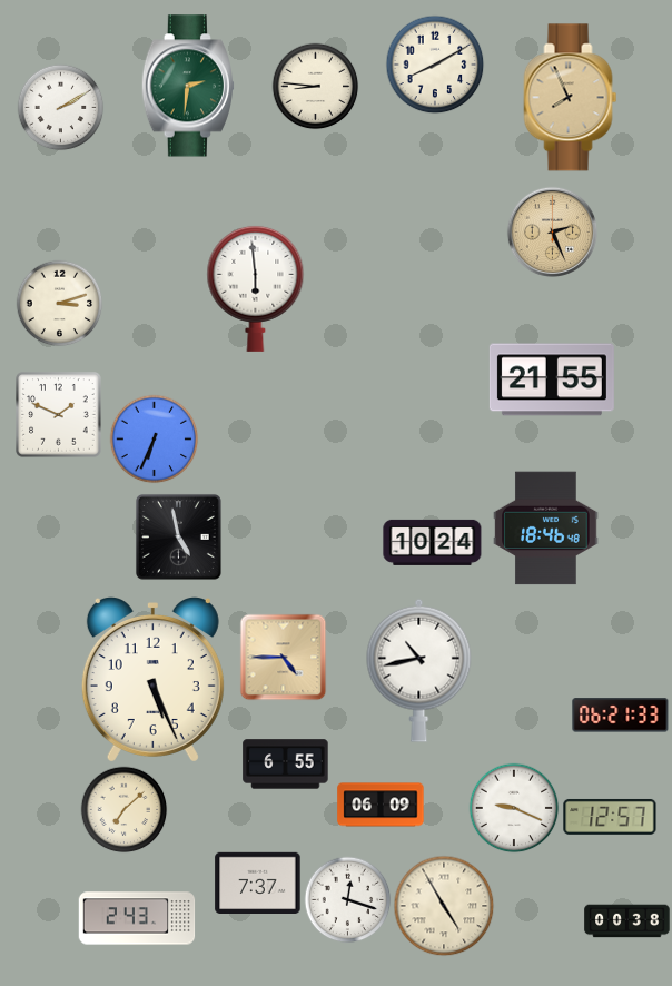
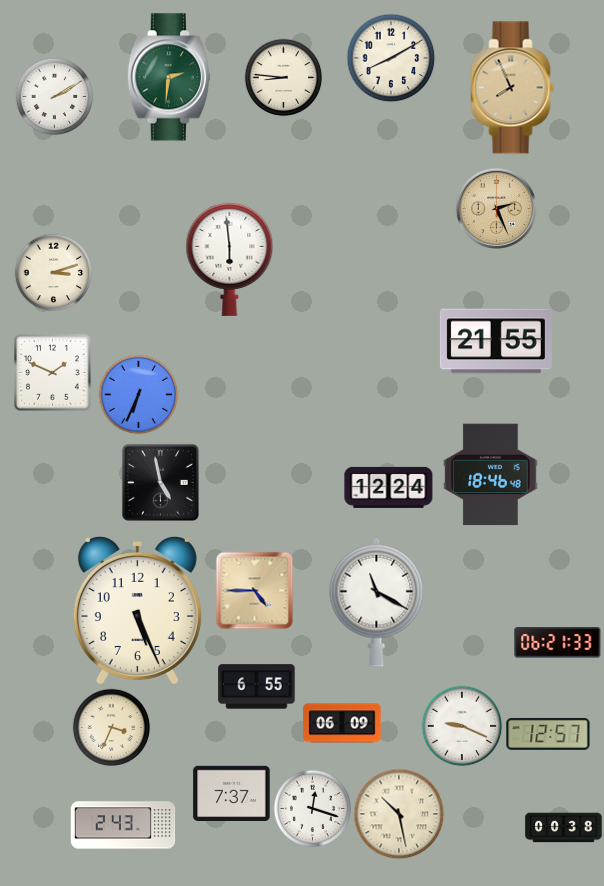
clock at (433, 542): 10:24 -> 12:24
clock at (419, 670): 10:43 -> 11:20
clock at (123, 809): 7:08 -> 3:34
clock at (444, 906): 4:55 -> 10:28
